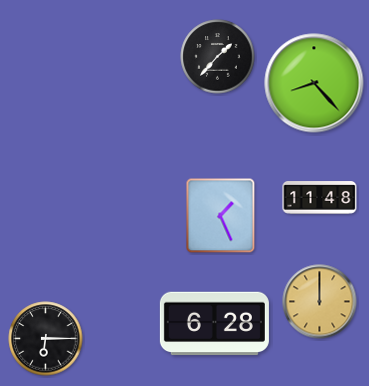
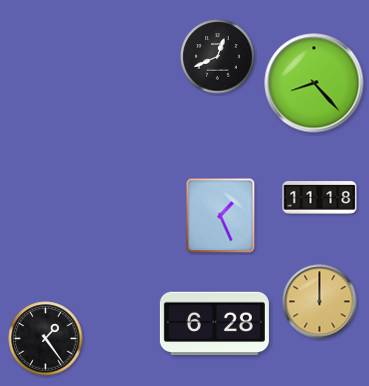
clock at (218, 57): 1:37 -> 12:41
clock at (320, 198): 11:48 -> 11:18
clock at (46, 339): 6:15 -> 1:24
